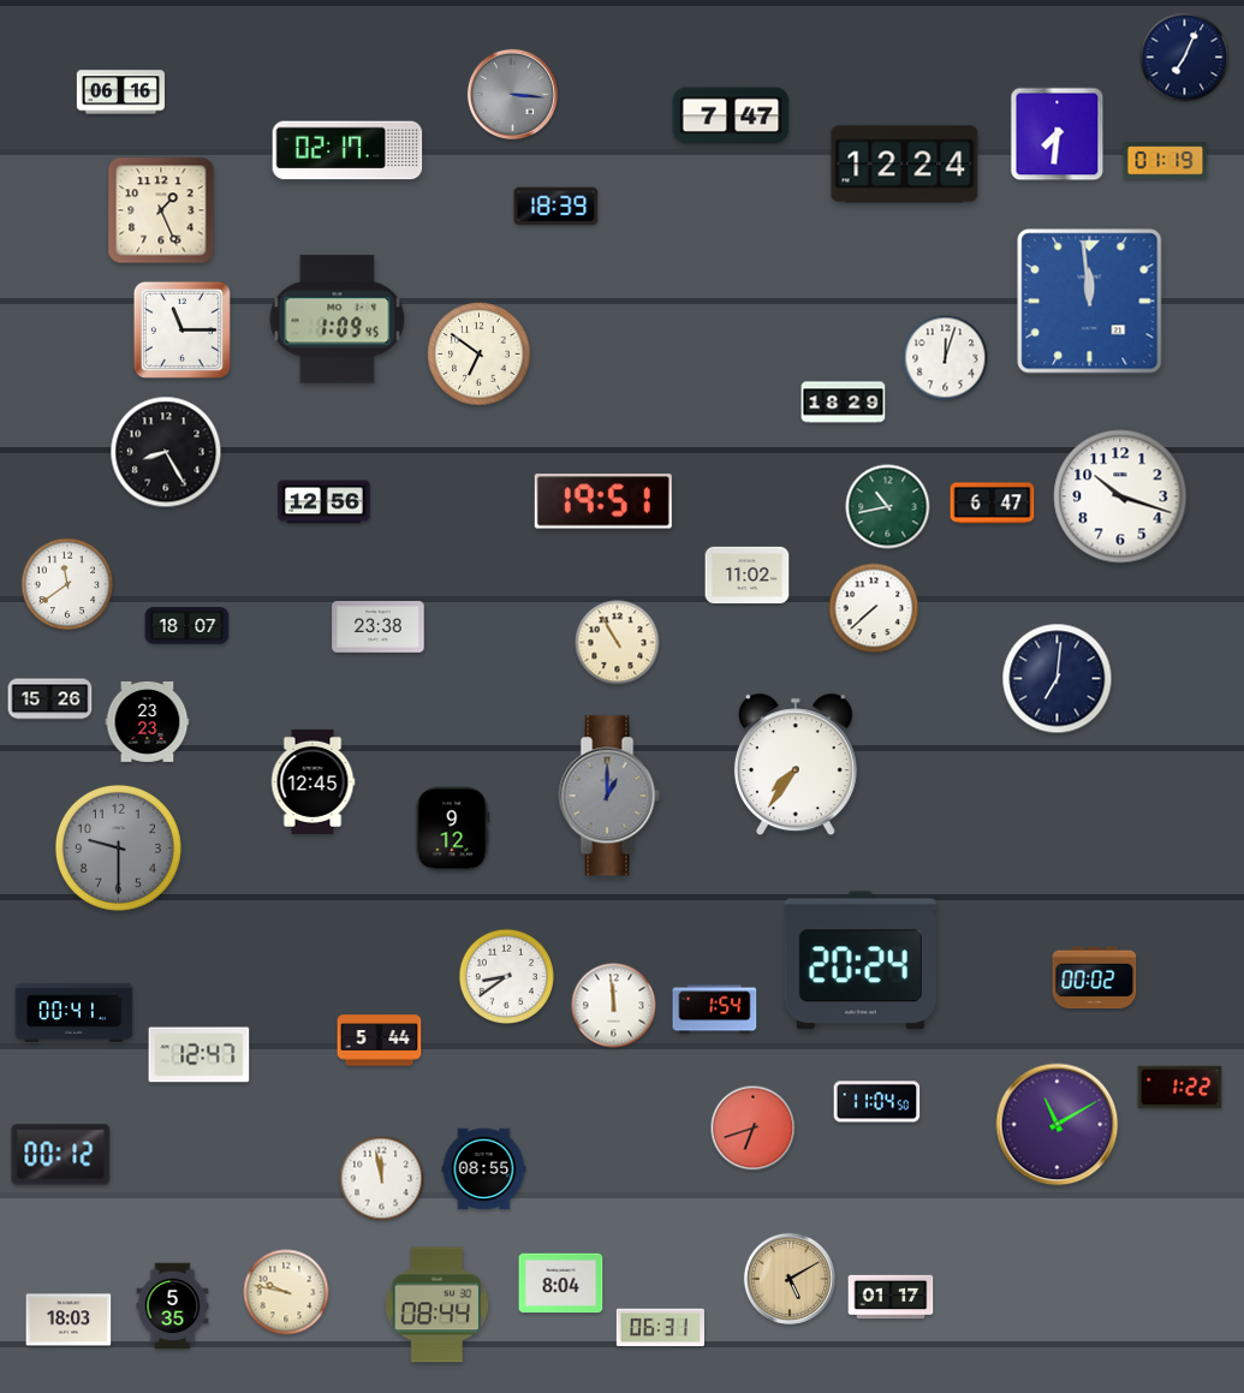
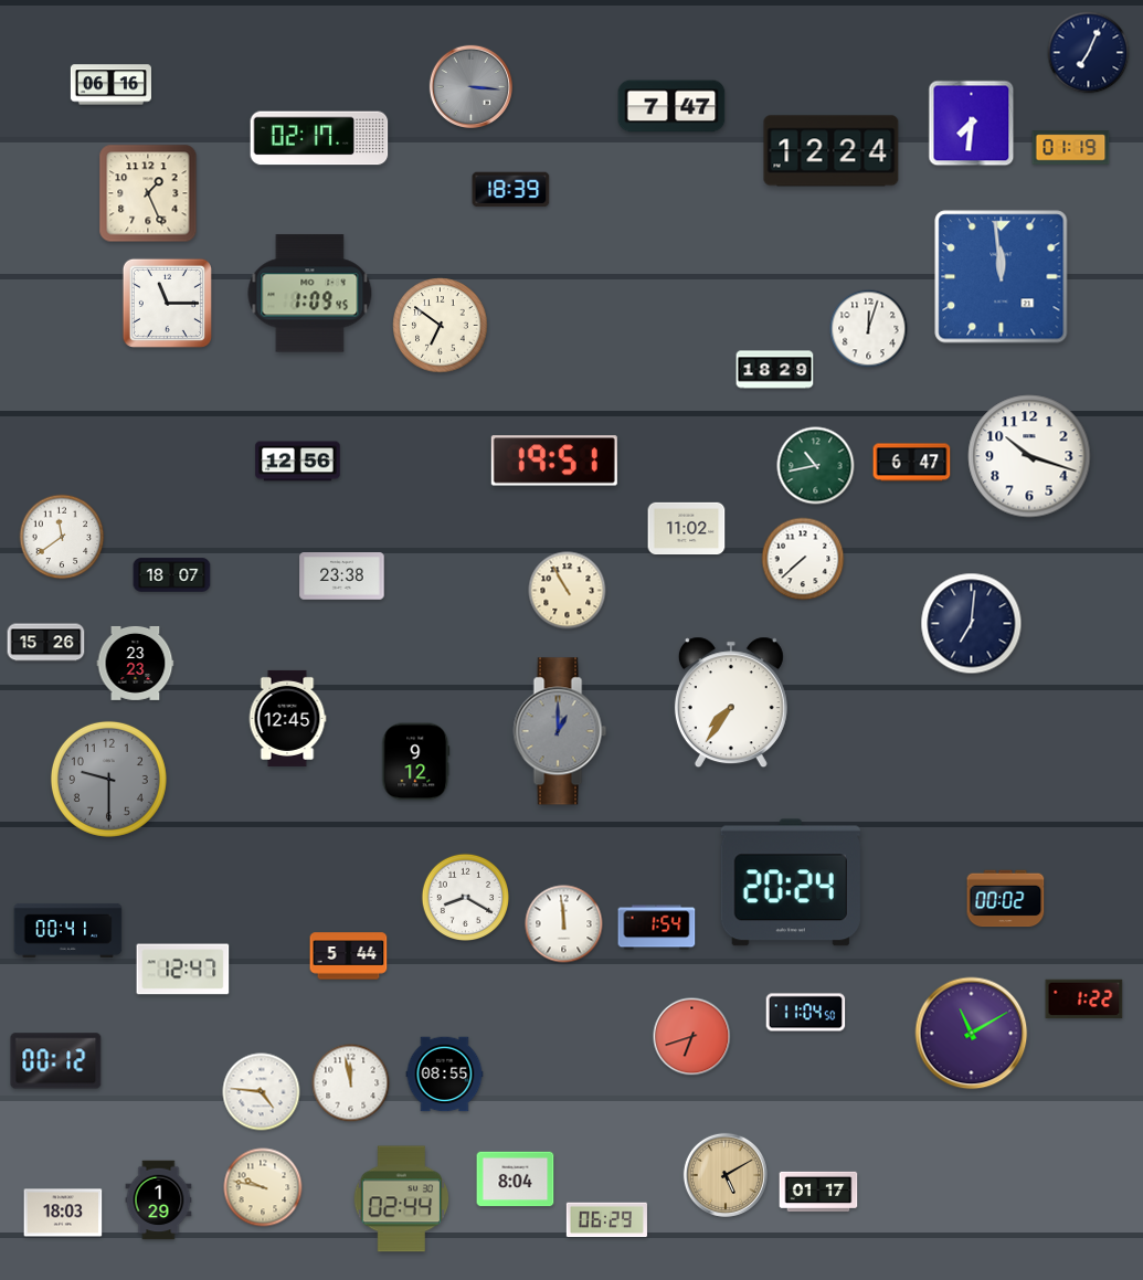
clock at (166, 452): 8:25 -> none
clock at (379, 627) position: (379, 627) -> (342, 576)
clock at (507, 977): 8:39 -> 8:20
clock at (262, 1092): none -> 4:46
clock at (438, 1305): 08:44 -> 02:44
clock at (173, 1306): 5:35 -> 1:29
clock at (660, 1328): 06:31 -> 06:29
